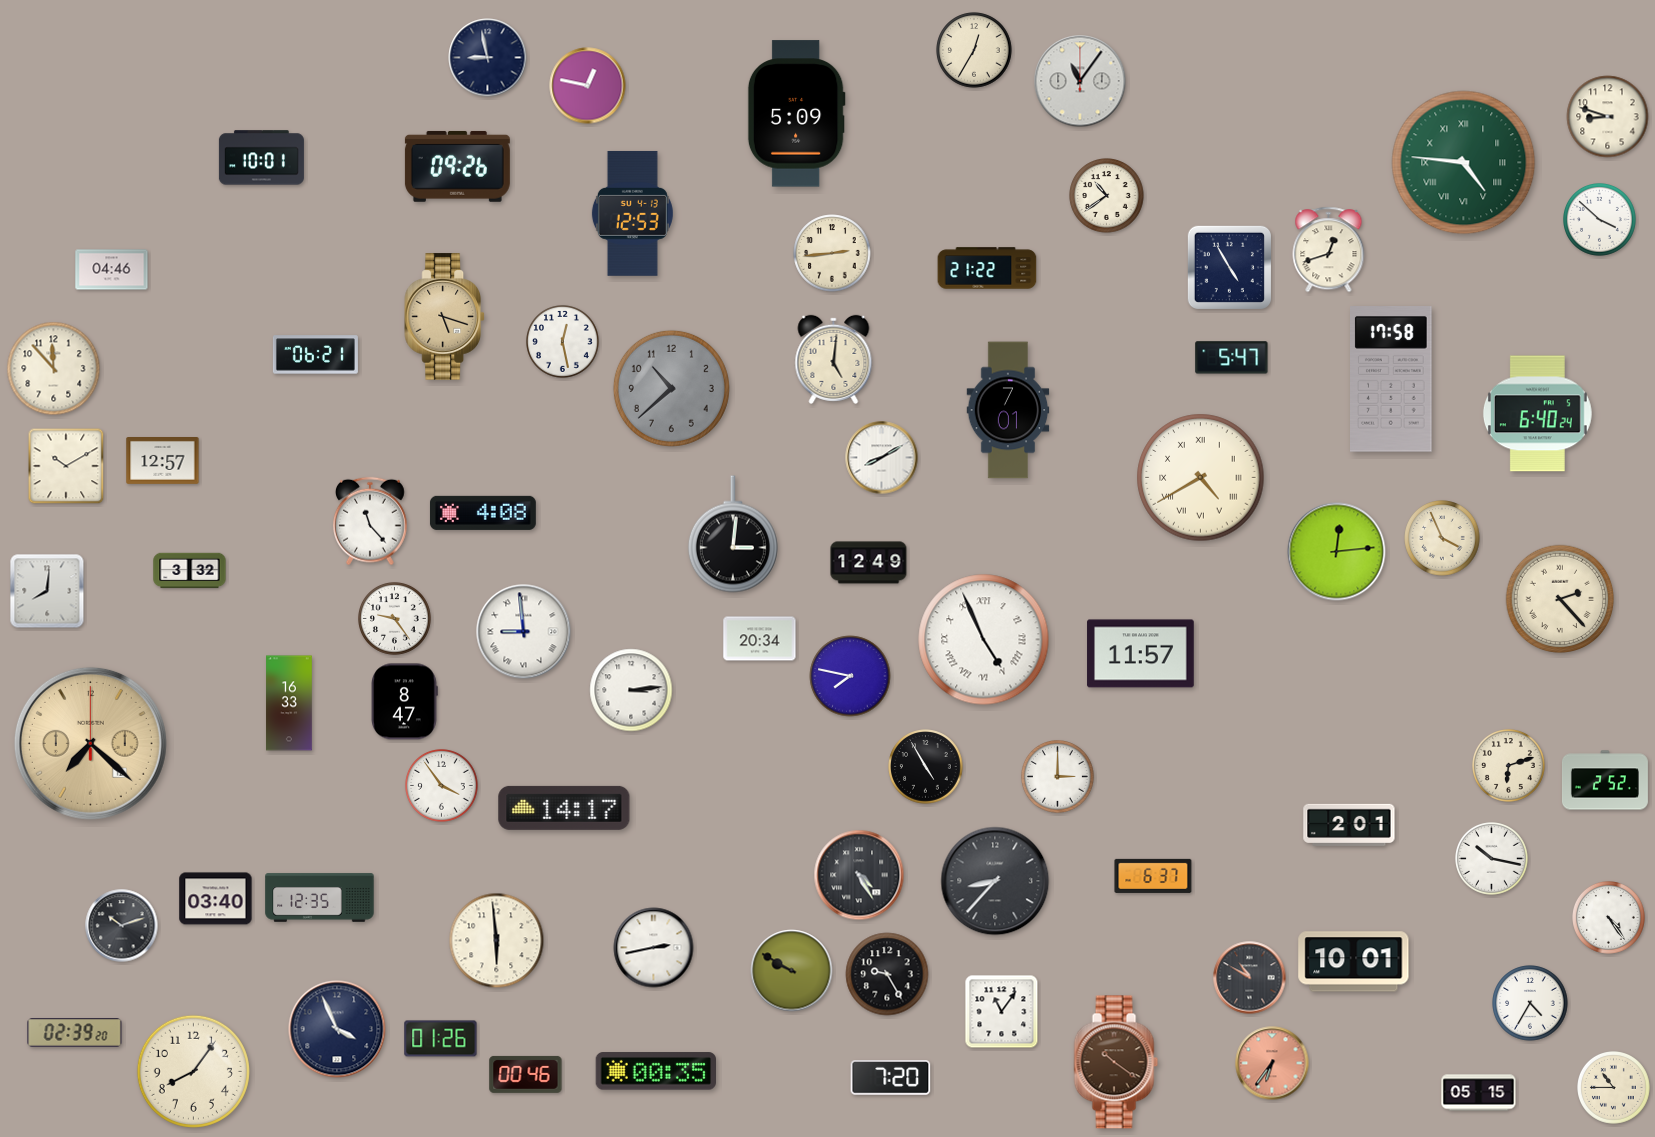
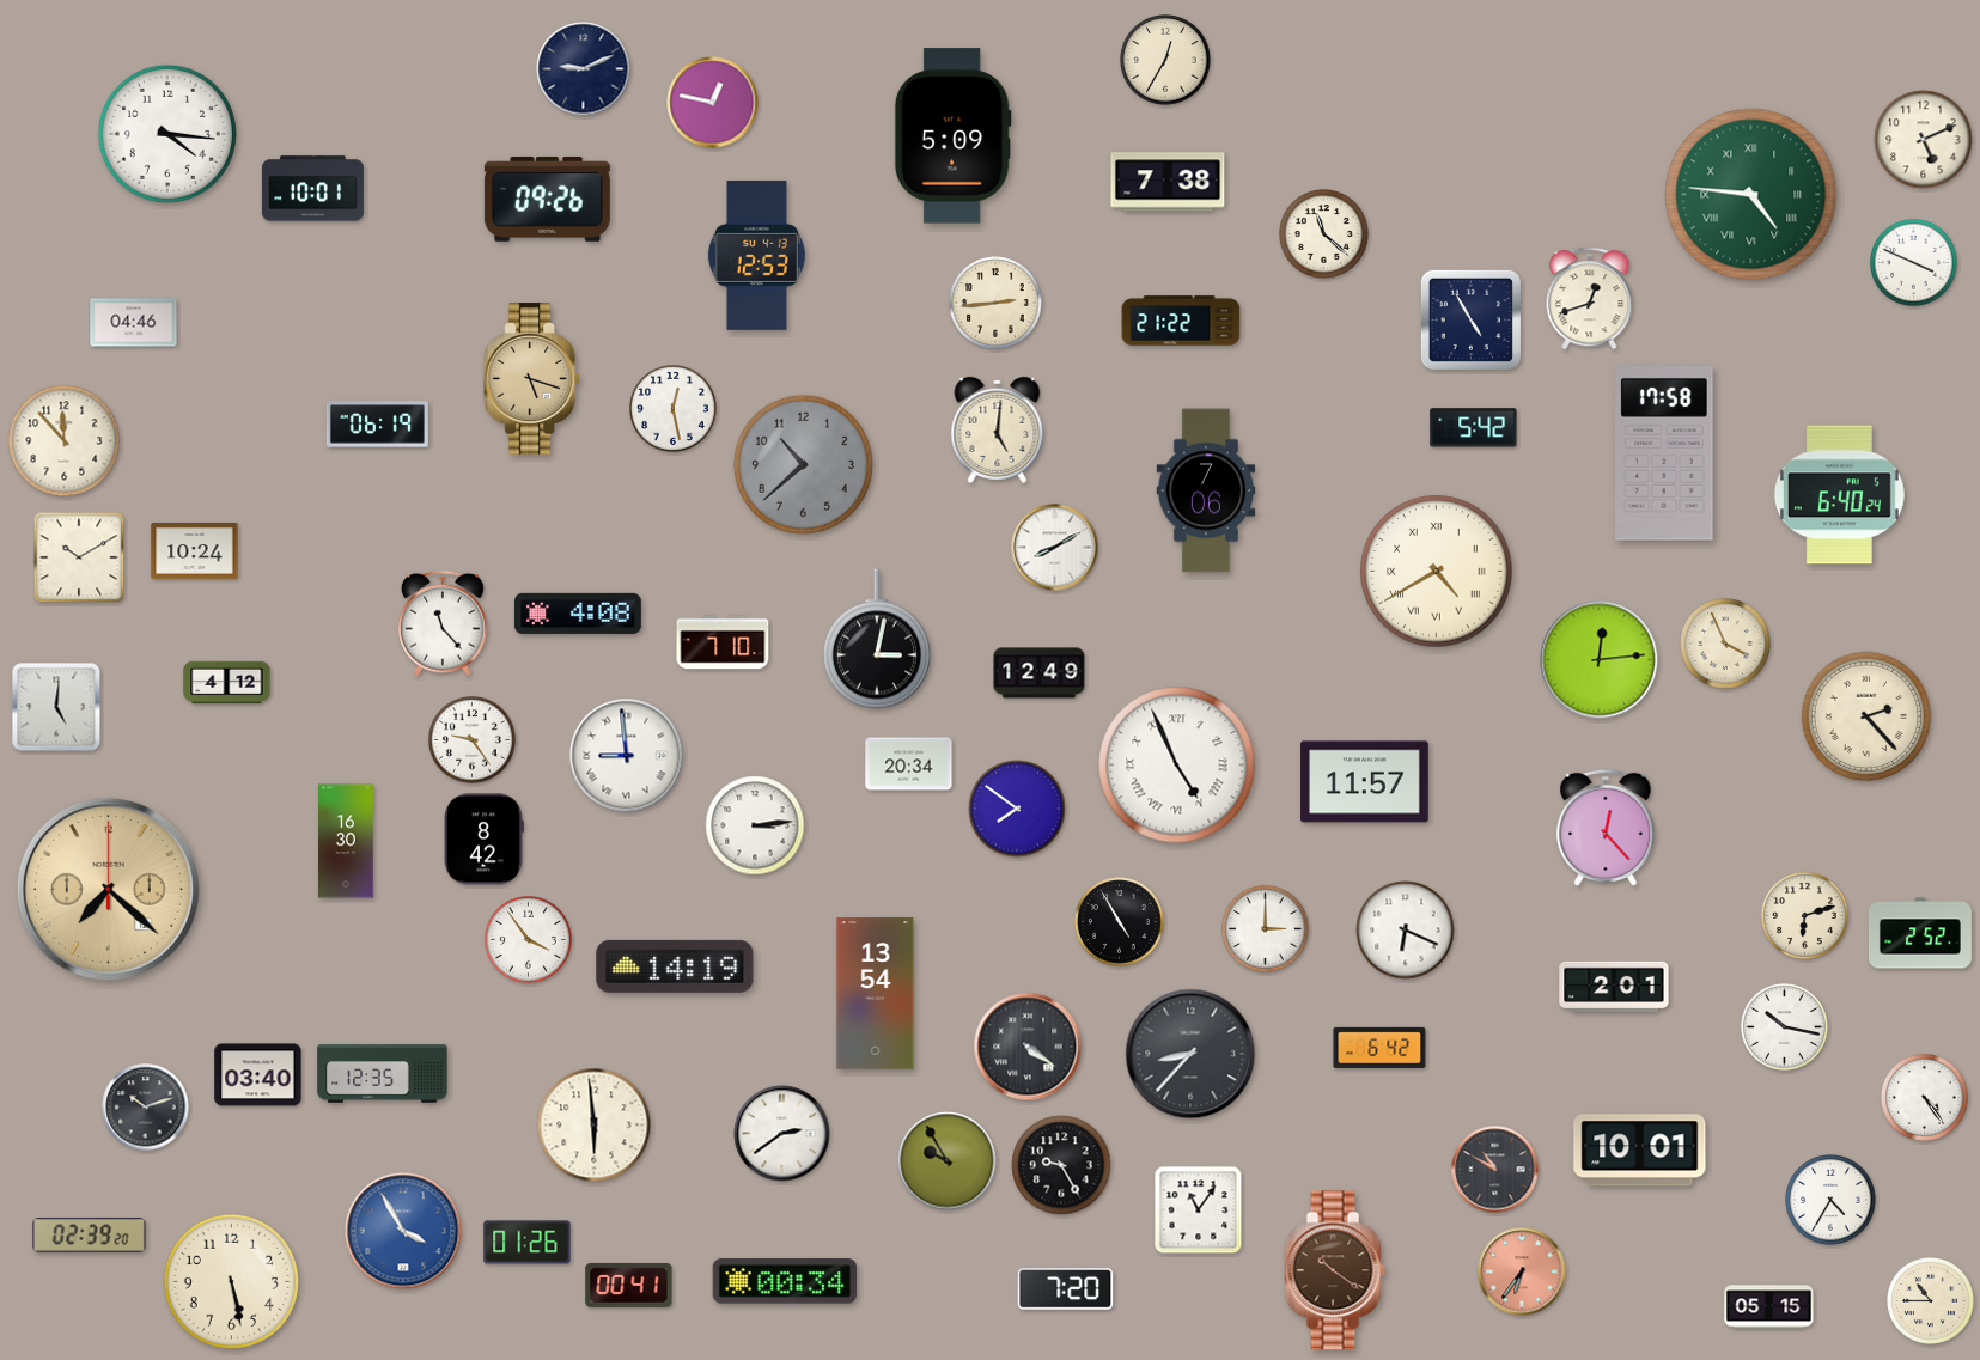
clock at (488, 58): 8:58 -> 9:11
clock at (1080, 81): 11:06 -> none
clock at (588, 86) position: (588, 86) -> (713, 103)
clock at (167, 134): none -> 4:16
clock at (1608, 117): 8:48 -> 5:11
clock at (1168, 182): none -> 7:38
clock at (1107, 196): 10:39 -> 11:22
clock at (1600, 220): 3:52 -> 3:49
clock at (315, 355): 06:21 -> 06:19
clock at (1232, 358): 5:47 -> 5:42
clock at (1008, 410): 7:01 -> 7:06
clock at (163, 461): 12:57 -> 10:24
clock at (733, 534): 3:01 -> 3:02
clock at (723, 642): none -> 7:10
clock at (190, 571): 3:32 -> 4:12
clock at (47, 591): 8:01 -> 5:01
clock at (850, 676): 7:47 -> 7:51
clock at (1606, 828): none -> 12:23
clock at (404, 702): 8:47 -> 8:42
clock at (289, 703): 16:33 -> 16:30
clock at (926, 767) position: (926, 767) -> (1120, 922)
clock at (1406, 931): none -> 6:19
clock at (564, 808): 14:17 -> 14:19
clock at (876, 994): none -> 13:54
clock at (859, 875): 4:25 -> 4:21
clock at (1153, 876): 6:37 -> 6:42
clock at (654, 948): 2:43 -> 2:39
clock at (1354, 962) position: (1354, 962) -> (1640, 1151)
clock at (792, 971): 9:50 -> 9:55
clock at (337, 1029): 3:56 -> 3:55
clock at (337, 1029) dial: navy -> blue
clock at (193, 1071): 8:06 -> 5:28
clock at (655, 1071): 00:35 -> 00:34
clock at (526, 1074): 00:46 -> 00:41
